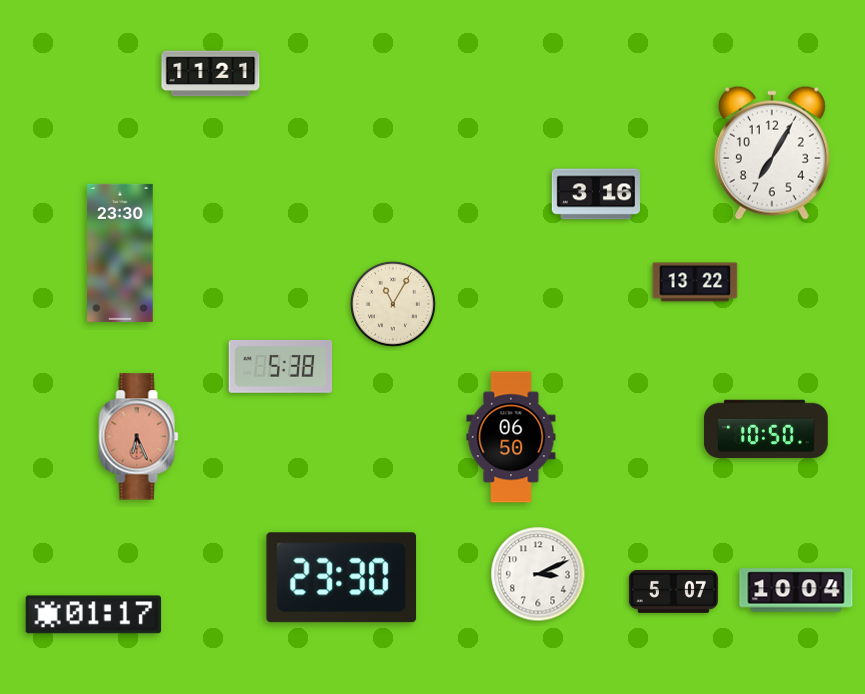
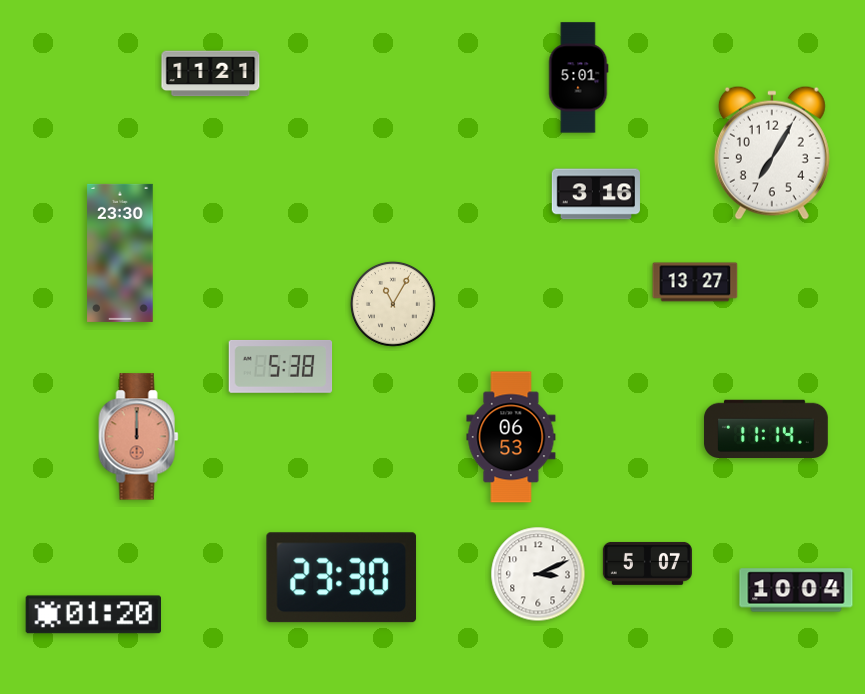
clock at (579, 78): none -> 5:01
clock at (695, 282): 13:22 -> 13:27
clock at (766, 428): 10:50 -> 11:14
clock at (139, 437): 6:26 -> 12:00
clock at (511, 437): 06:50 -> 06:53
clock at (673, 591) position: (673, 591) -> (647, 563)
clock at (93, 615): 01:17 -> 01:20
